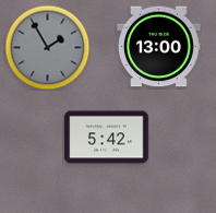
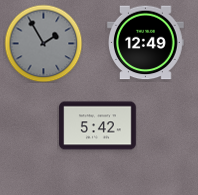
clock at (159, 47): 13:00 -> 12:49
